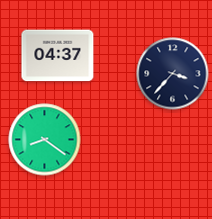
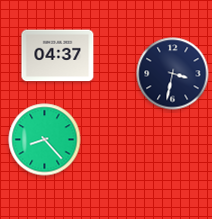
clock at (173, 74): 3:37 -> 3:32
clock at (45, 140): 8:21 -> 8:23
